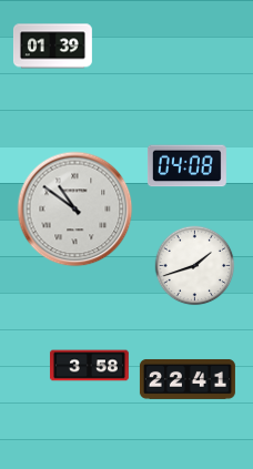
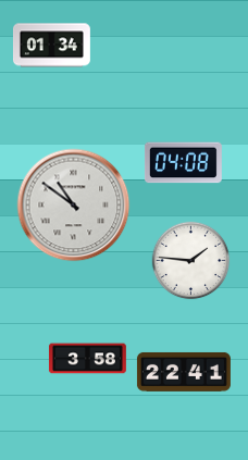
clock at (52, 47): 01:39 -> 01:34
clock at (195, 266): 1:42 -> 1:46
